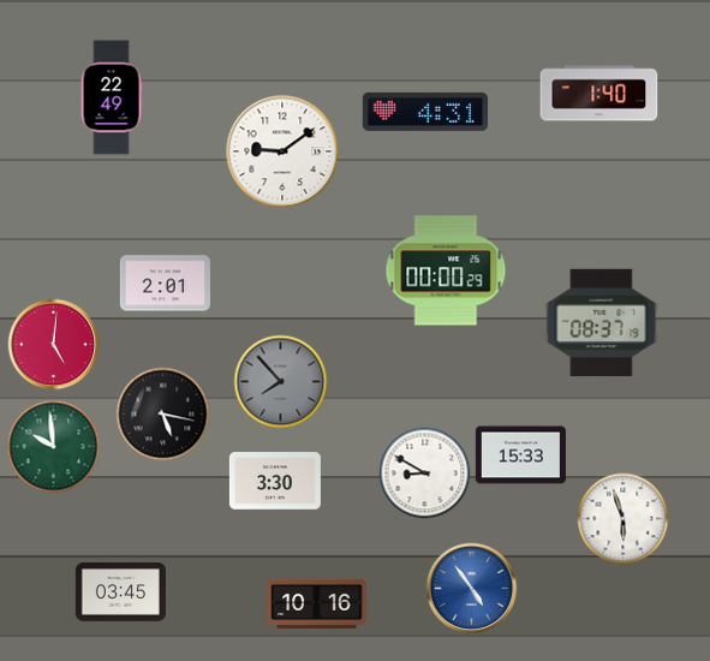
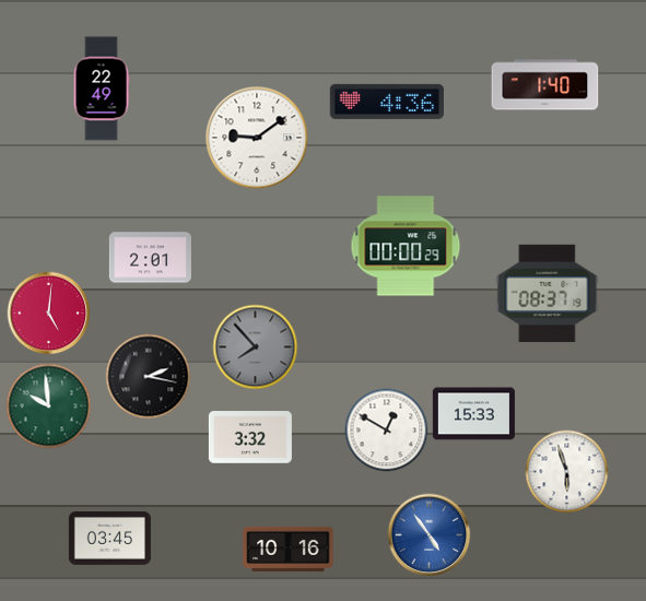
clock at (425, 112): 4:31 -> 4:36
clock at (163, 415): 5:17 -> 2:17
clock at (425, 474): 8:50 -> 12:50
clock at (275, 481): 3:30 -> 3:32
